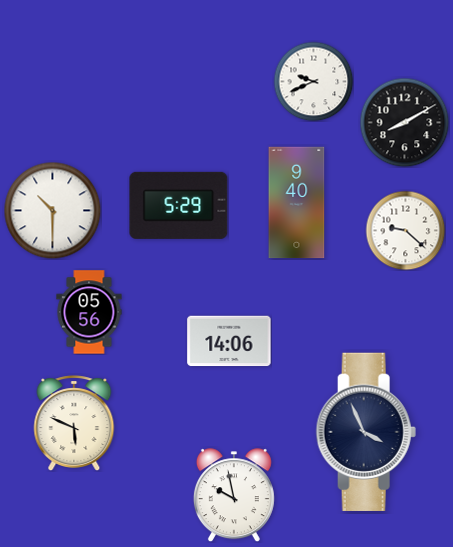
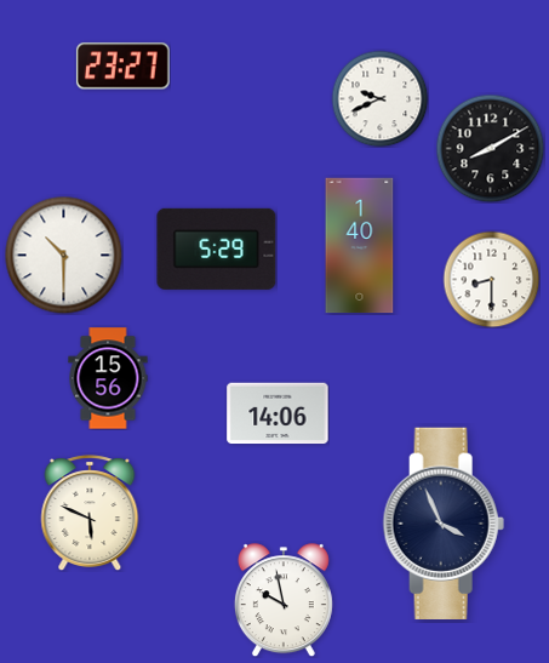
clock at (122, 67): none -> 23:27
clock at (297, 203): 9:40 -> 1:40
clock at (405, 230): 9:22 -> 8:30
clock at (89, 312): 05:56 -> 15:56
